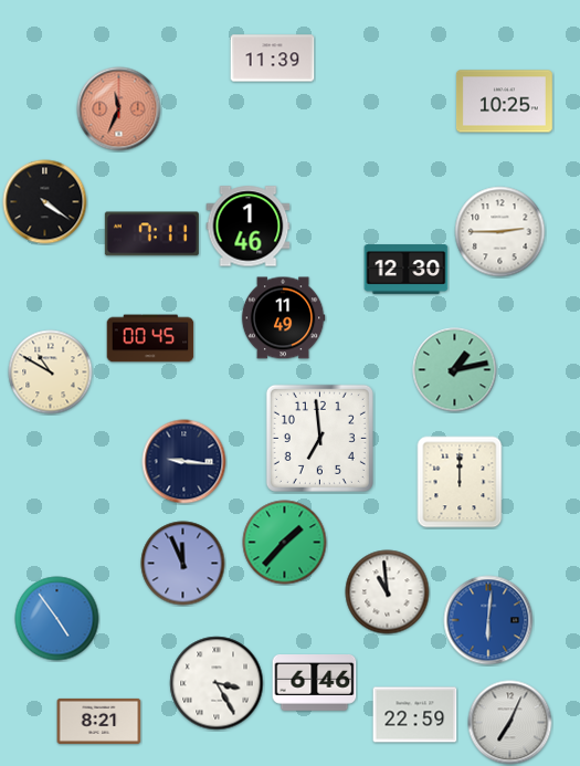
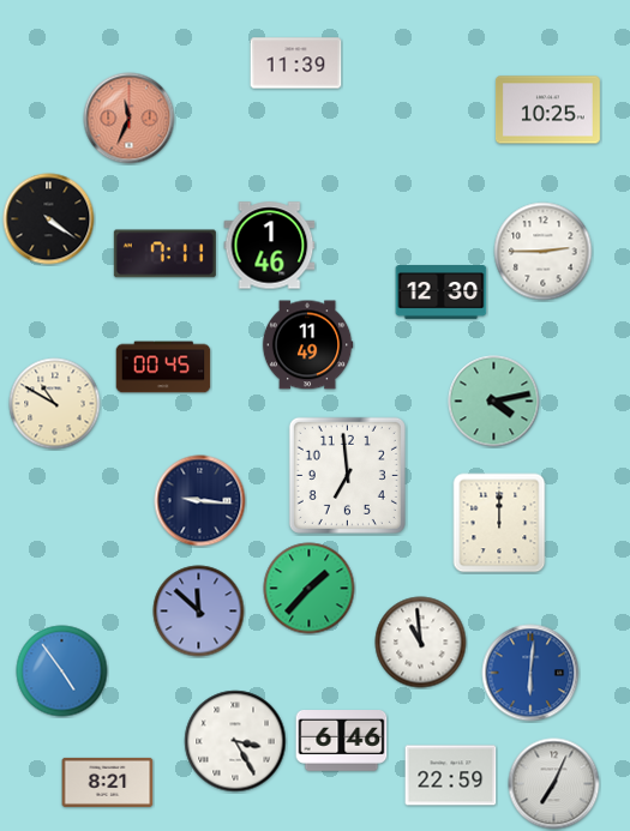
clock at (455, 370): 1:13 -> 4:13
clock at (183, 564): 11:56 -> 11:52
